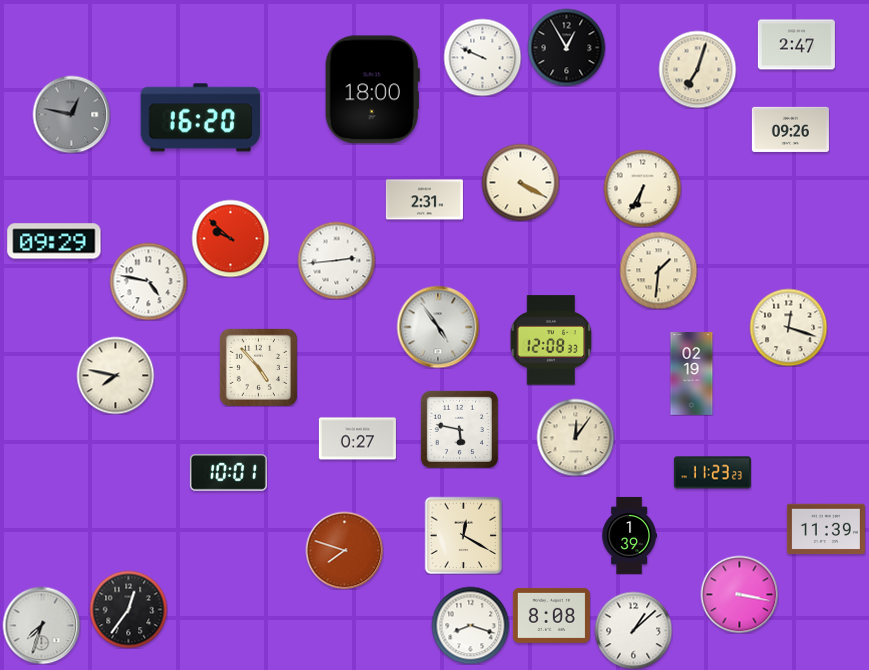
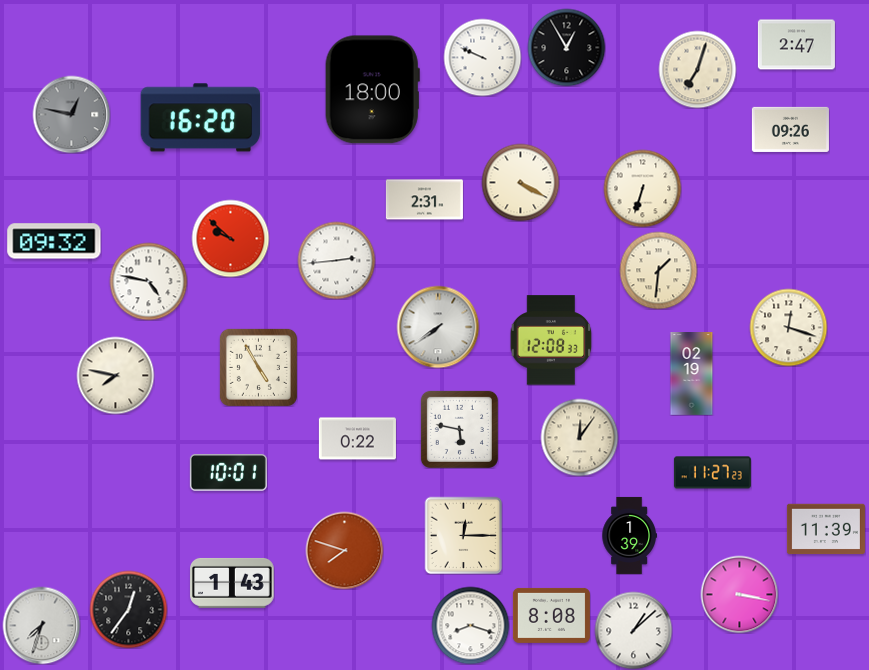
clock at (642, 188): 6:35 -> 6:33
clock at (54, 241): 09:29 -> 09:32
clock at (438, 327): 4:54 -> 7:39
clock at (258, 367): 4:53 -> 4:55
clock at (575, 437) position: (575, 437) -> (579, 437)
clock at (357, 439): 0:27 -> 0:22
clock at (712, 473): 11:23 -> 11:27
clock at (463, 535): 12:20 -> 12:15
clock at (232, 583): none -> 1:43
